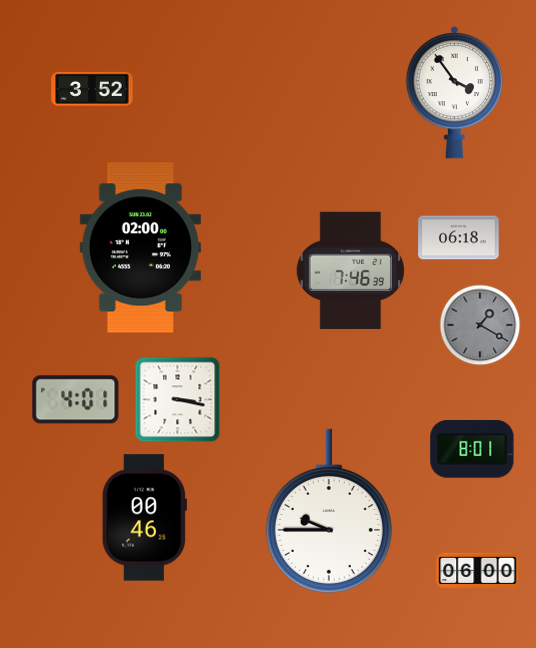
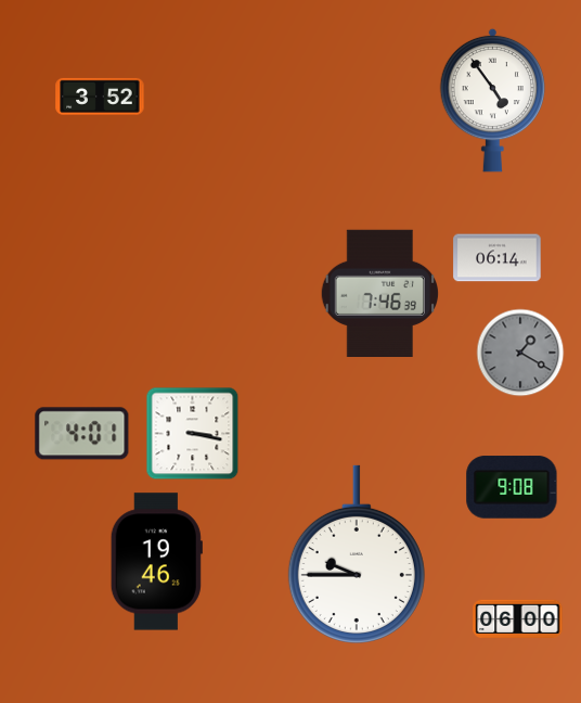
clock at (455, 92): 3:54 -> 4:54
clock at (459, 238): 06:18 -> 06:14
clock at (140, 248): 02:00 -> none
clock at (472, 449): 8:01 -> 9:08
clock at (144, 518): 00:46 -> 19:46
